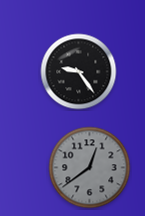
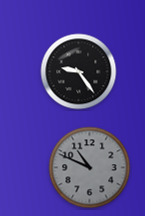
clock at (90, 168): 12:39 -> 10:49
